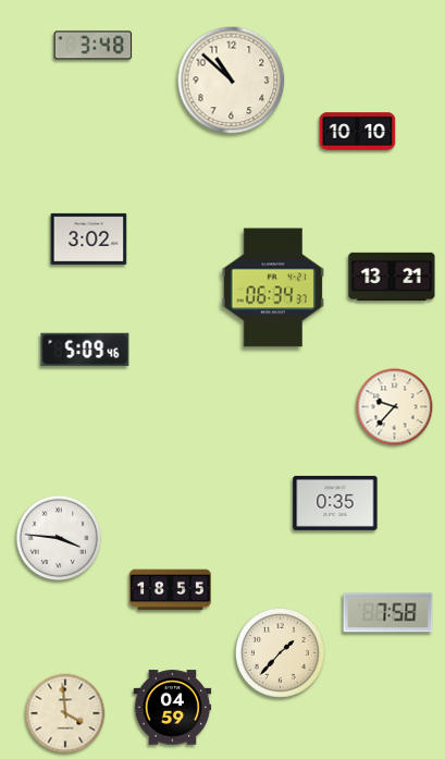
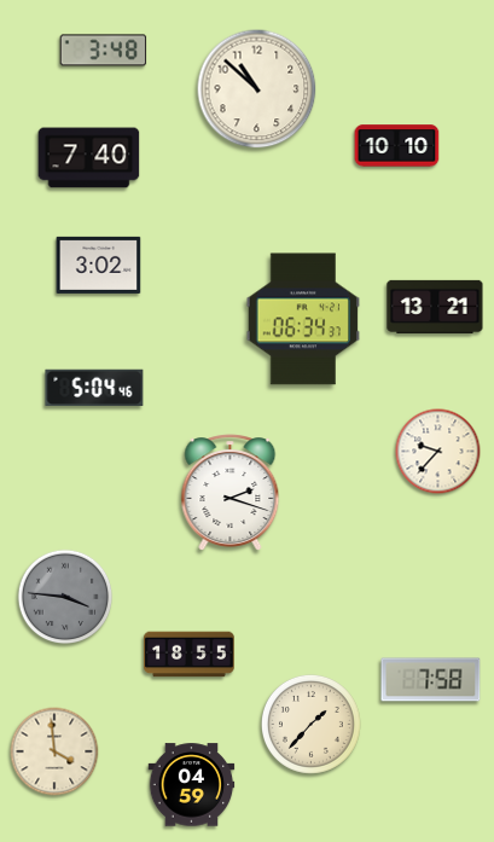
clock at (89, 158): none -> 7:40
clock at (85, 350): 5:09 -> 5:04
clock at (231, 493): none -> 2:18
clock at (335, 503): 0:35 -> none
clock at (59, 538) dial: white -> grey
clock at (65, 713) position: (65, 713) -> (54, 751)
